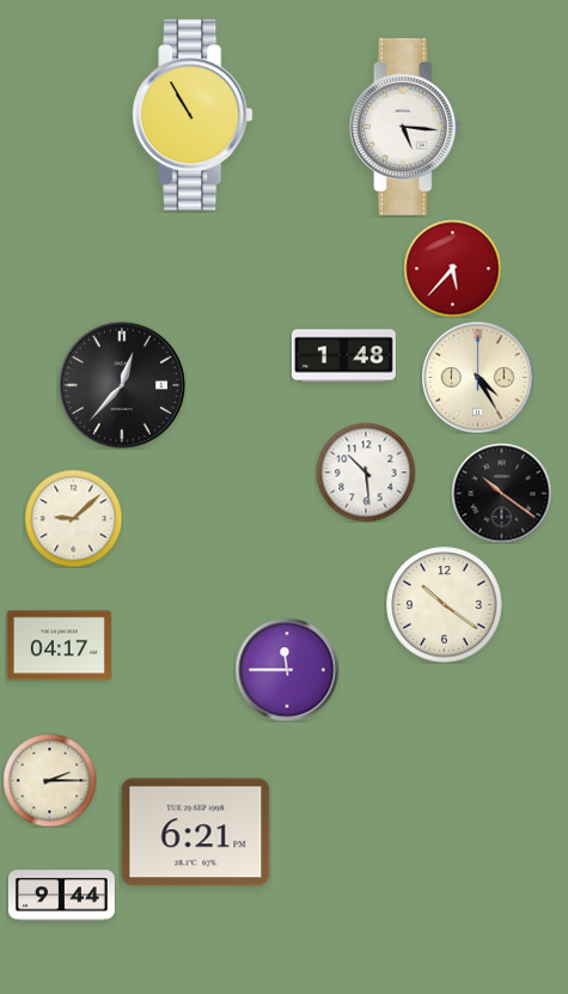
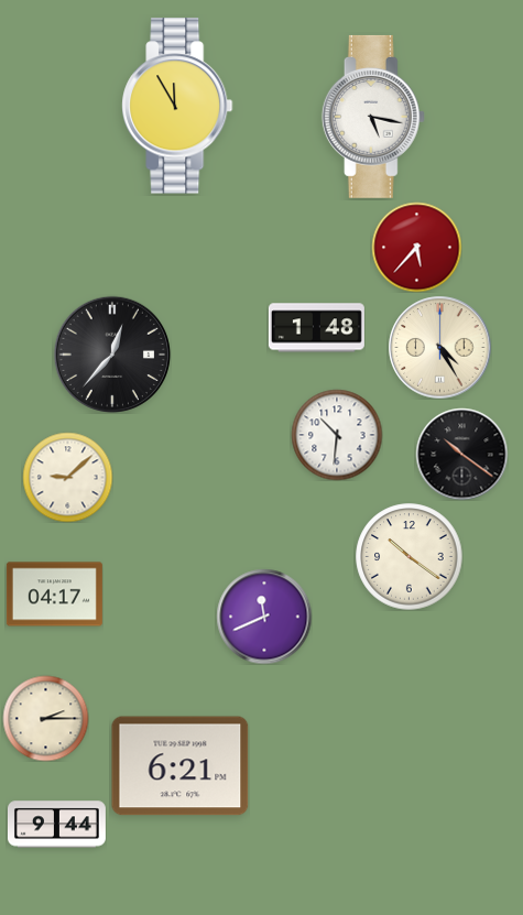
clock at (193, 115): 10:55 -> 11:55
clock at (405, 127): 5:16 -> 5:17
clock at (366, 472): 10:29 -> 10:31
clock at (287, 670): 11:45 -> 11:41
